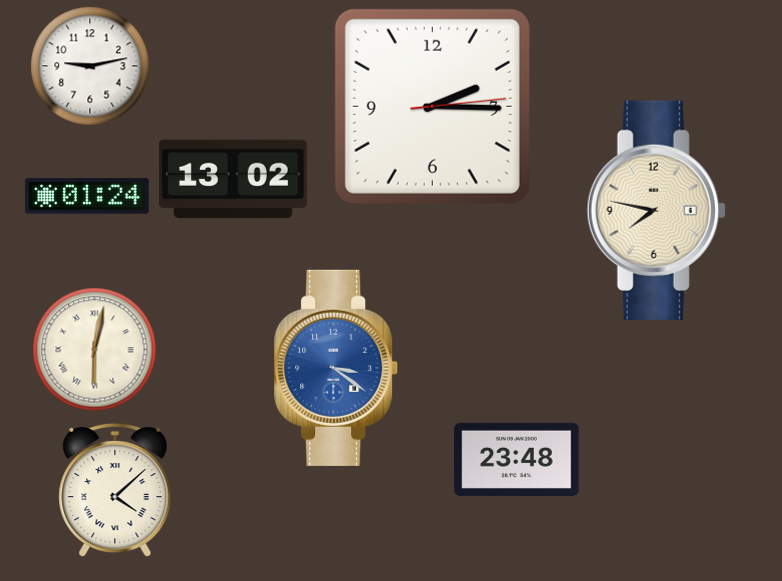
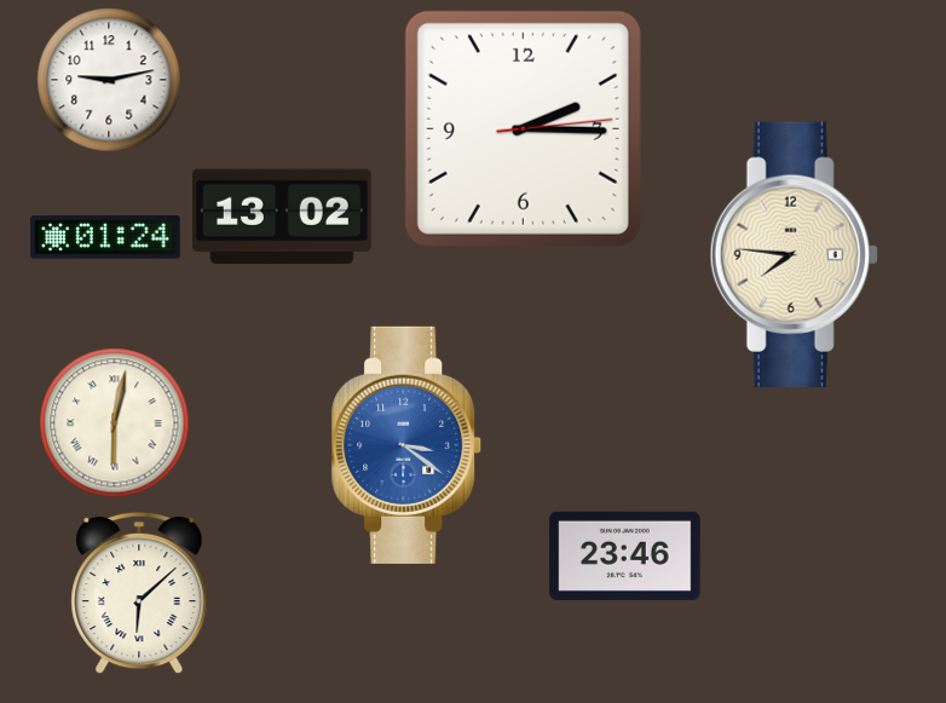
clock at (656, 210): 7:47 -> 7:46
clock at (517, 459): 23:48 -> 23:46
clock at (115, 490): 4:08 -> 6:08
